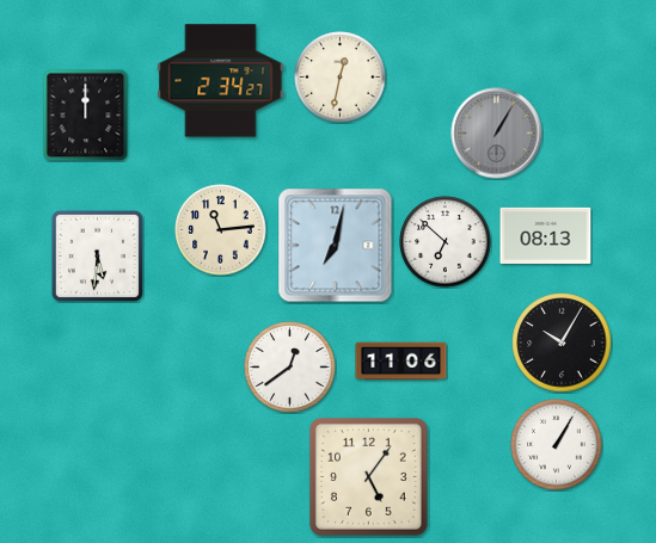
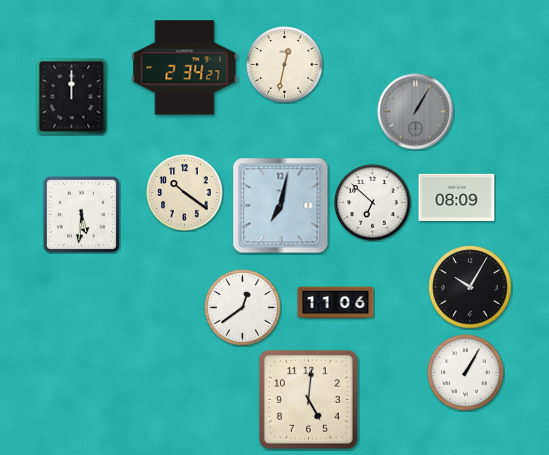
clock at (221, 230): 11:14 -> 10:21
clock at (546, 235): 08:13 -> 08:09
clock at (368, 476): 5:06 -> 5:01
